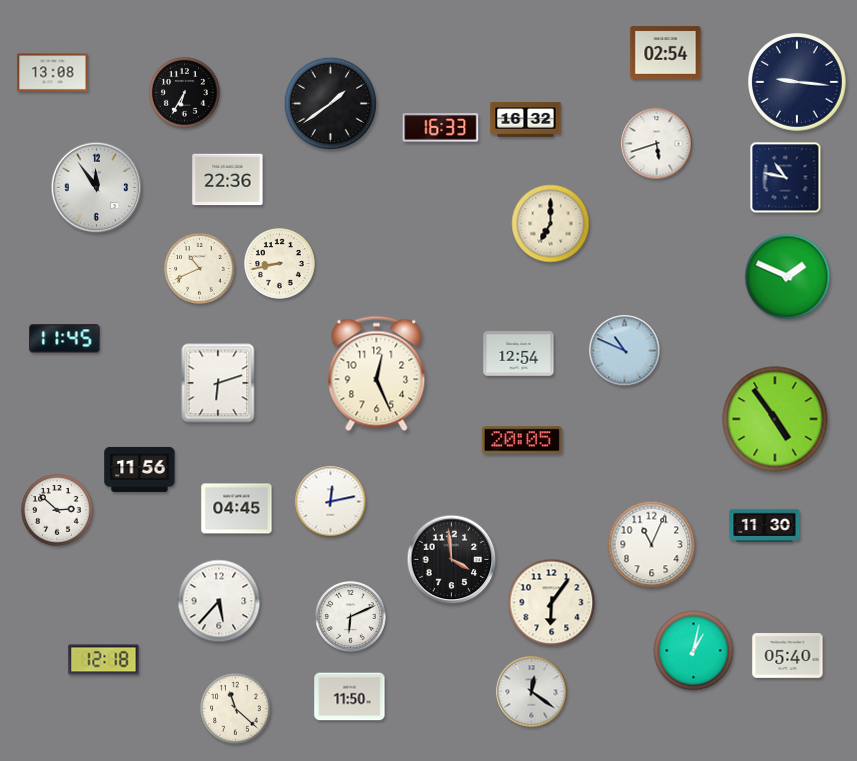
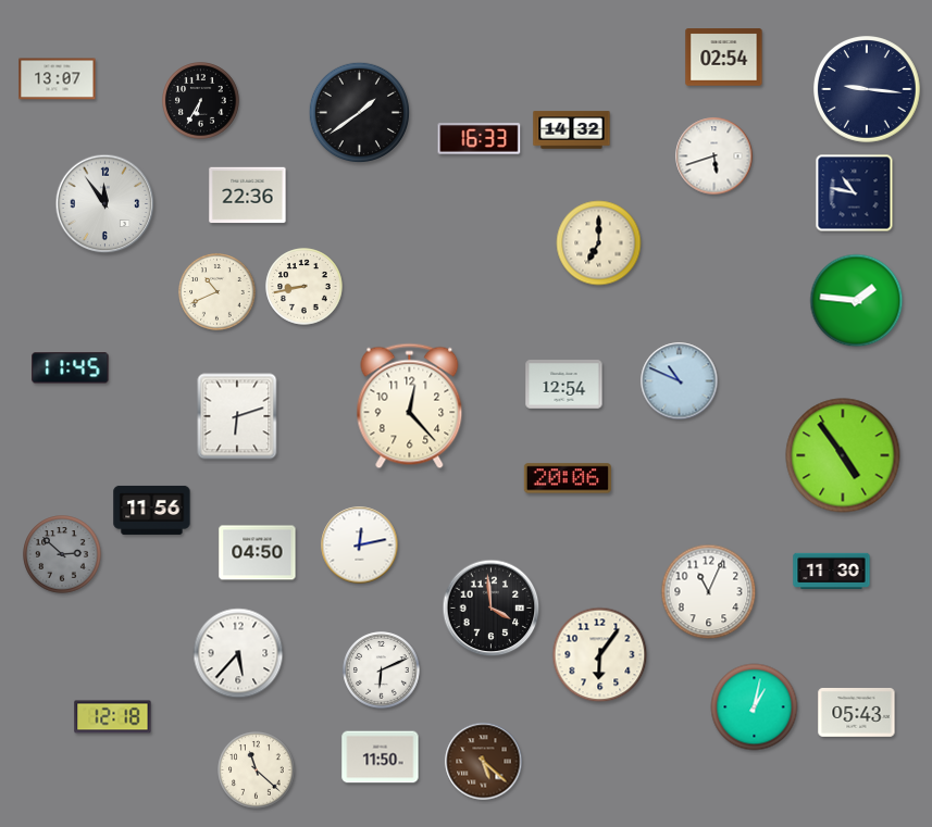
clock at (53, 73): 13:08 -> 13:07
clock at (526, 120): 16:32 -> 14:32
clock at (788, 277): 1:49 -> 1:46
clock at (377, 374): 12:26 -> 12:23
clock at (522, 440): 20:05 -> 20:06
clock at (237, 509): 04:45 -> 04:50
clock at (57, 510) dial: white -> grey
clock at (788, 656): 05:40 -> 05:43
clock at (532, 692): 12:21 -> none
clock at (484, 762): none -> 5:22
